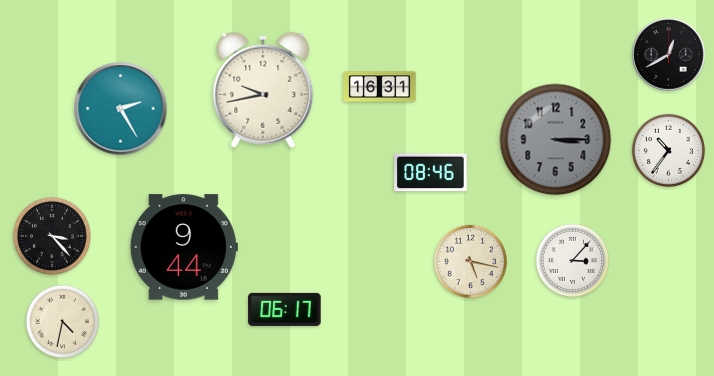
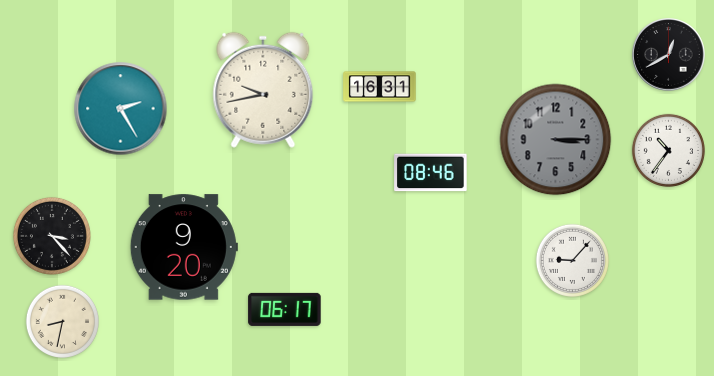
clock at (184, 247): 9:44 -> 9:20
clock at (572, 260): 3:07 -> 9:07
clock at (470, 261): 5:17 -> none
clock at (62, 321): 4:32 -> 8:32
